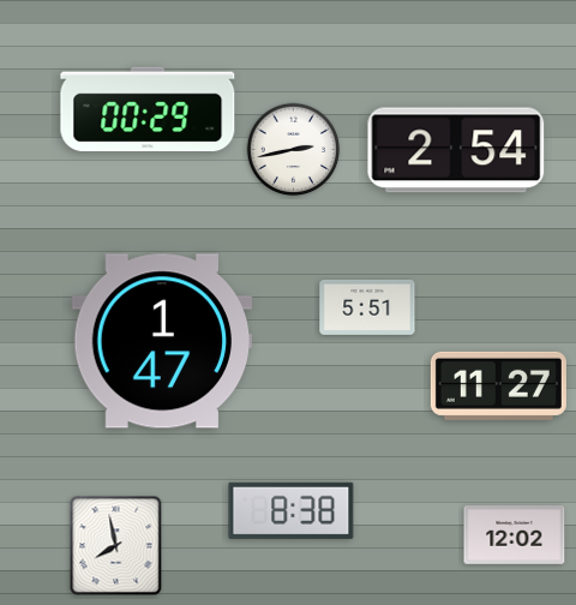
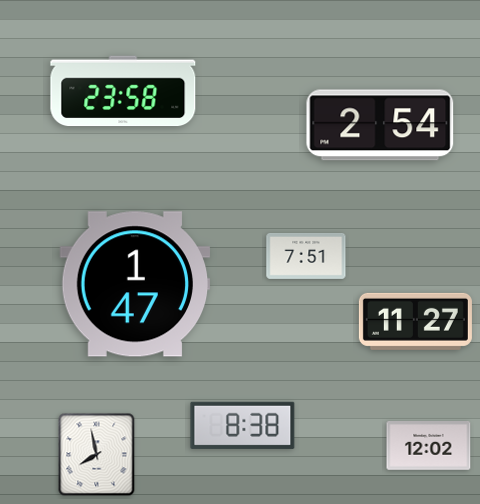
clock at (148, 109): 00:29 -> 23:58
clock at (294, 150): 2:43 -> none
clock at (367, 307): 5:51 -> 7:51
